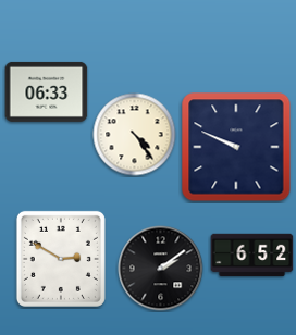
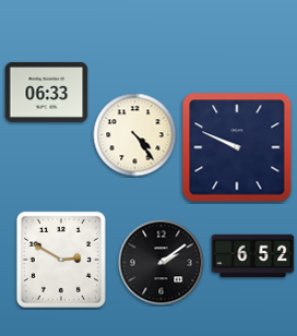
clock at (161, 269) position: (161, 269) -> (162, 263)
